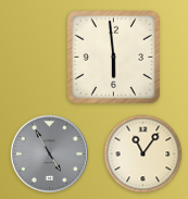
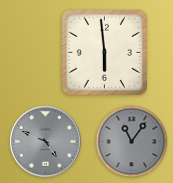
clock at (49, 153): 4:55 -> 4:49
clock at (143, 154) dial: cream -> grey
